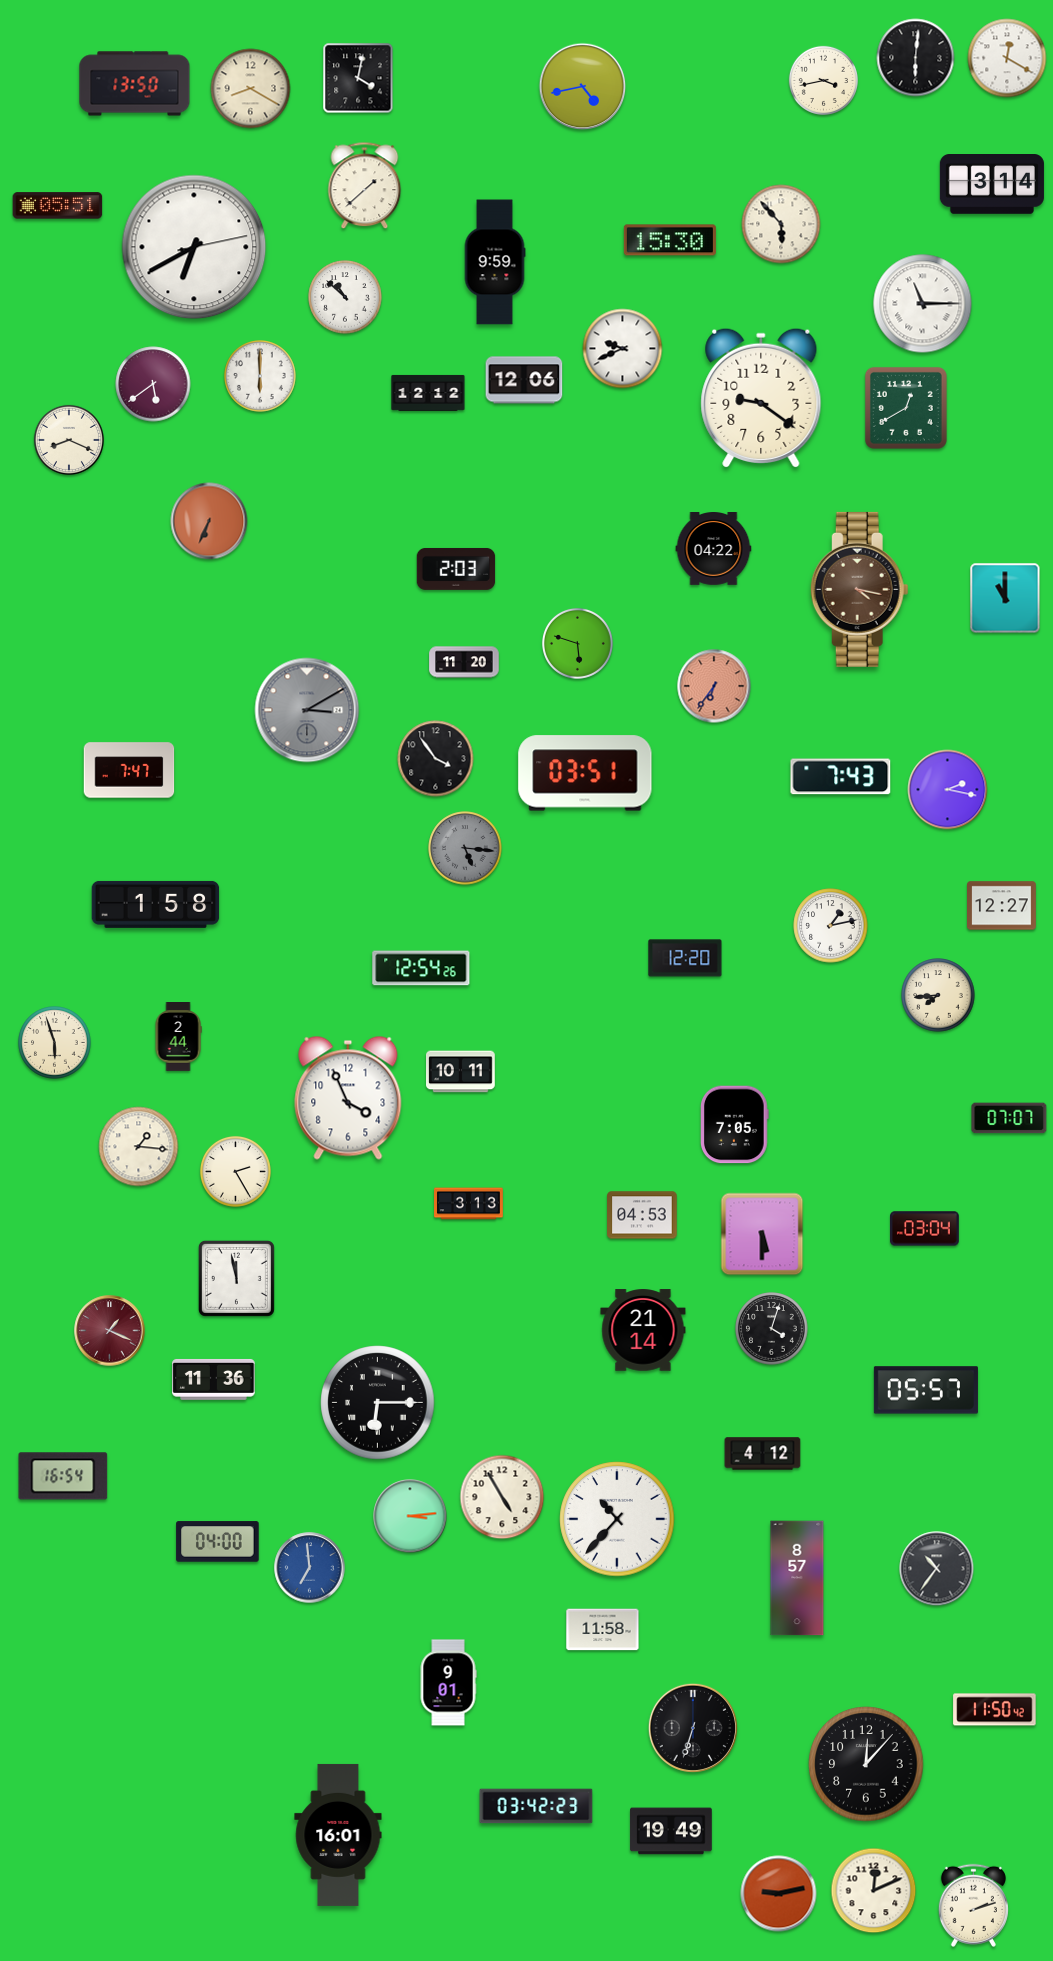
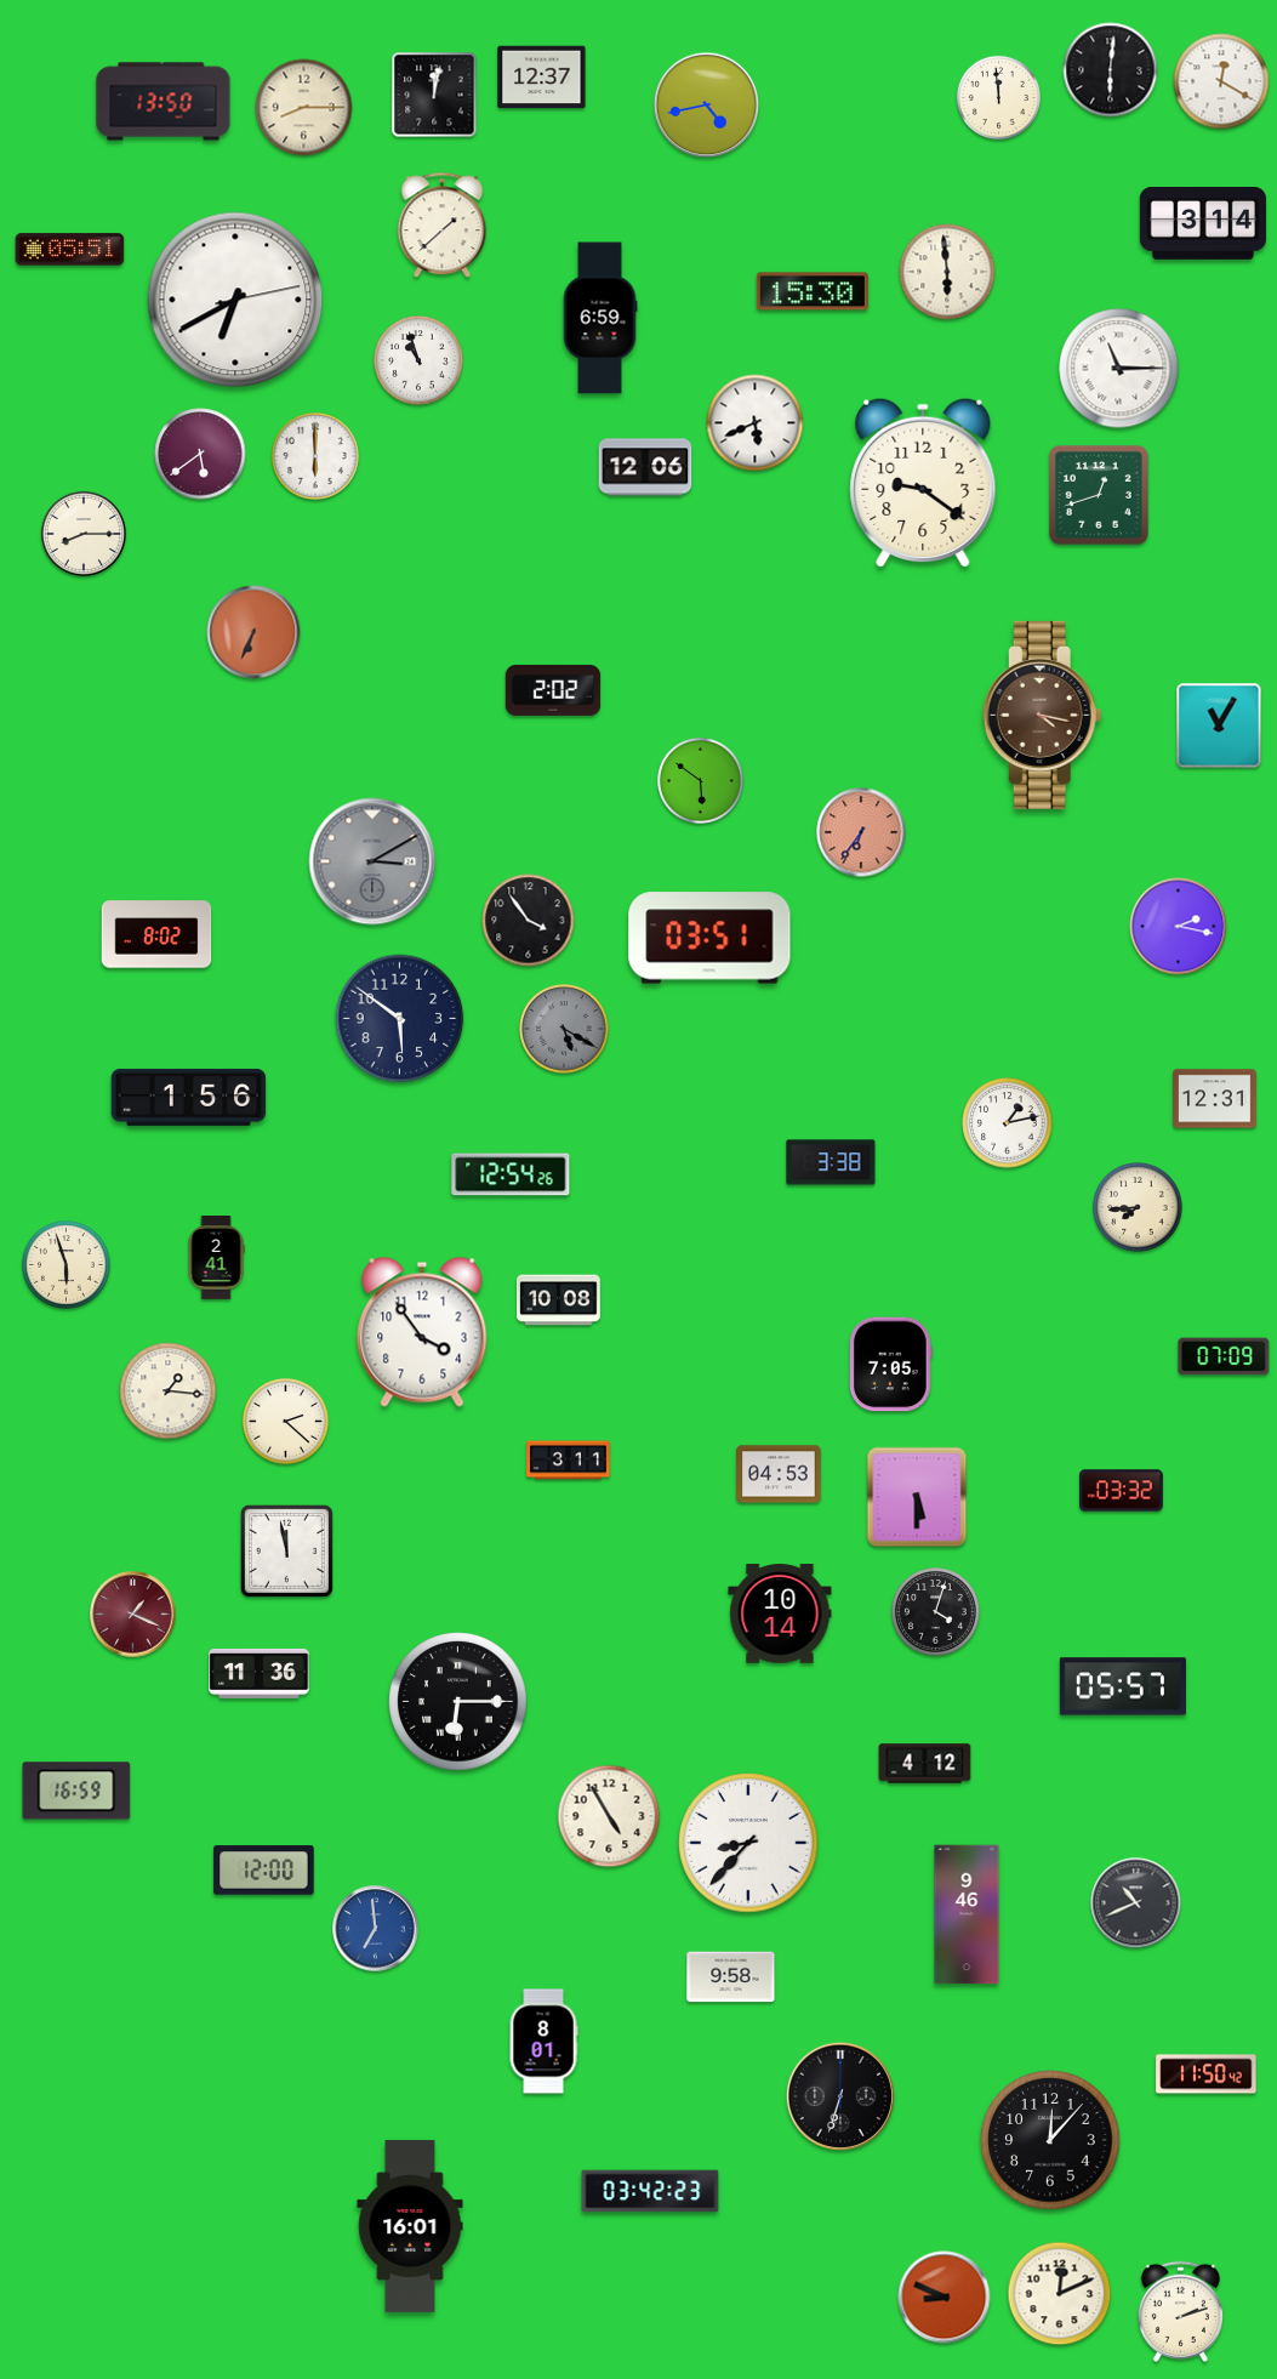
clock at (1007, 58) position: (1007, 58) -> (1221, 81)
clock at (542, 78): none -> 12:37
clock at (358, 78): 4:02 -> 12:02
clock at (823, 80): 3:43 -> 11:59
clock at (251, 89): 8:20 -> 8:15
clock at (781, 224): 5:53 -> 5:59
clock at (495, 262): 9:59 -> 6:59
clock at (345, 297): 10:52 -> 10:57
clock at (623, 349): 9:41 -> 5:41
clock at (524, 380) position: (524, 380) -> (645, 467)
clock at (153, 384) position: (153, 384) -> (200, 454)
clock at (428, 393): 12:12 -> none
clock at (906, 408): 12:40 -> 12:42
clock at (69, 440): 8:19 -> 8:15
clock at (714, 549): 04:22 -> none
clock at (456, 569): 2:03 -> 2:02
clock at (1005, 598): 11:00 -> 11:05
clock at (577, 643): 5:48 -> 5:51
clock at (464, 662): 11:20 -> none
clock at (714, 686) position: (714, 686) -> (861, 832)
clock at (129, 770): 7:47 -> 8:02
clock at (841, 777): 7:43 -> none
clock at (948, 790) position: (948, 790) -> (1179, 927)
clock at (400, 1019): none -> 5:51
clock at (465, 848): 5:16 -> 5:20
clock at (156, 904): 1:58 -> 1:56
clock at (1002, 906): 12:27 -> 12:31
clock at (685, 958): 12:20 -> 3:38
clock at (178, 1037): 2:44 -> 2:41
clock at (461, 1072): 10:11 -> 10:08
clock at (348, 1098): 3:56 -> 3:54
clock at (1009, 1118): 07:07 -> 07:09
clock at (235, 1171): 2:25 -> 2:22
clock at (469, 1204): 3:13 -> 3:11
clock at (925, 1229): 03:04 -> 03:32
clock at (762, 1234) position: (762, 1234) -> (917, 1497)
clock at (643, 1330): 21:14 -> 10:14
clock at (63, 1476): 16:54 -> 16:59
clock at (410, 1516): 3:14 -> none
clock at (617, 1519): 10:37 -> 8:37
clock at (218, 1542): 04:00 -> 12:00
clock at (310, 1568) position: (310, 1568) -> (376, 1929)
clock at (937, 1569): 10:36 -> 10:41
clock at (797, 1578): 8:57 -> 9:46
clock at (603, 1630): 11:58 -> 9:58
clock at (448, 1683): 9:01 -> 8:01
clock at (671, 1831): 19:49 -> none
clock at (779, 1894): 9:13 -> 8:49
